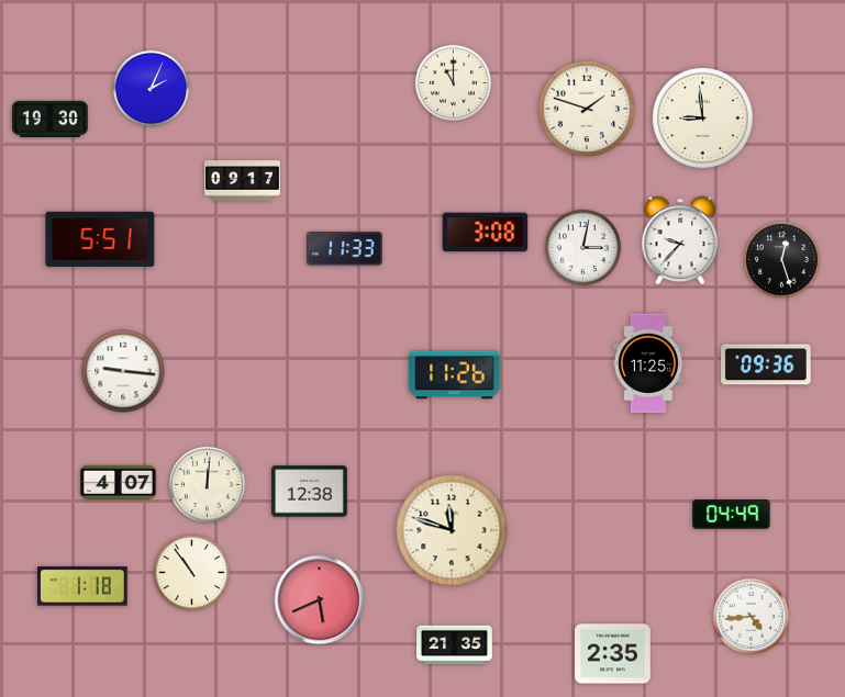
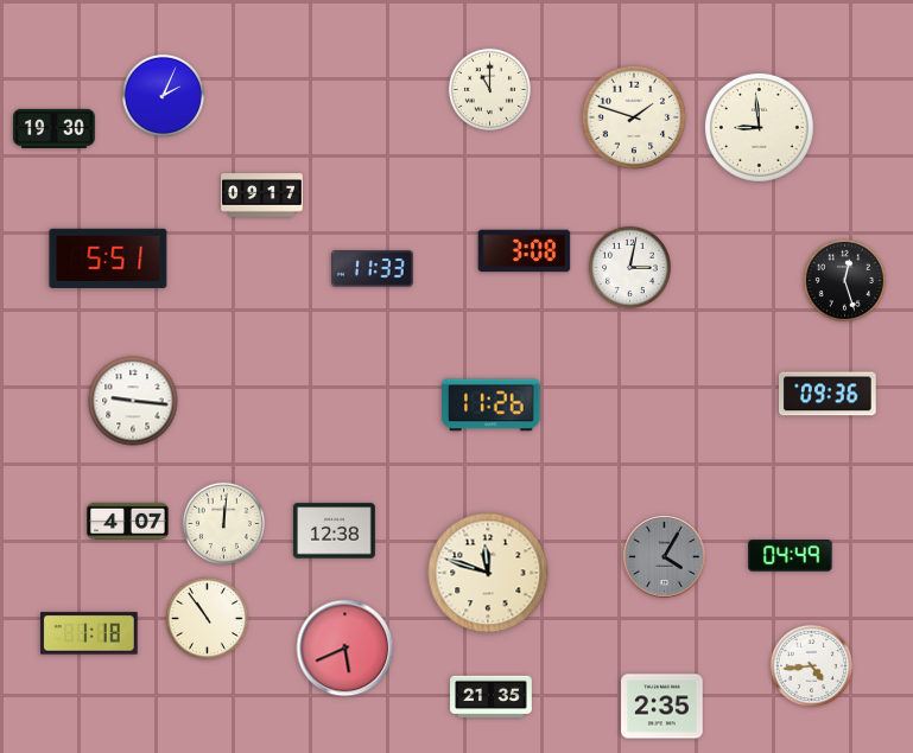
clock at (680, 240): 9:37 -> none
clock at (648, 363): 11:25 -> none
clock at (665, 557): none -> 4:05
